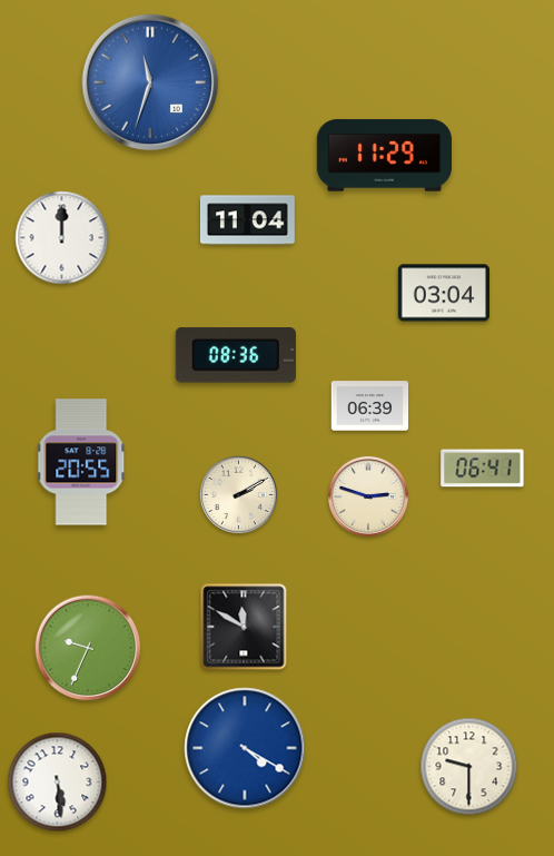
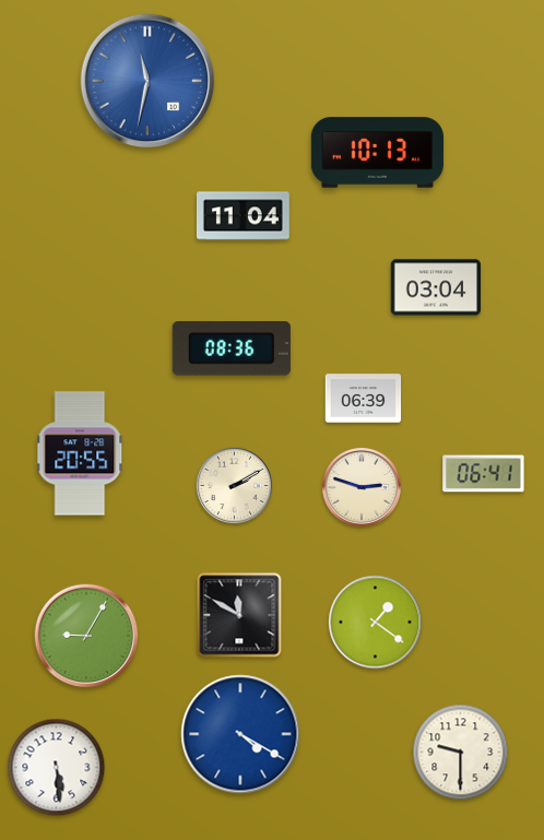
clock at (150, 82): 11:33 -> 11:32
clock at (384, 156): 11:29 -> 10:13
clock at (62, 238): 12:00 -> none
clock at (483, 469) position: (483, 469) -> (484, 474)
clock at (376, 623): none -> 1:21
clock at (88, 648): 9:34 -> 9:05
